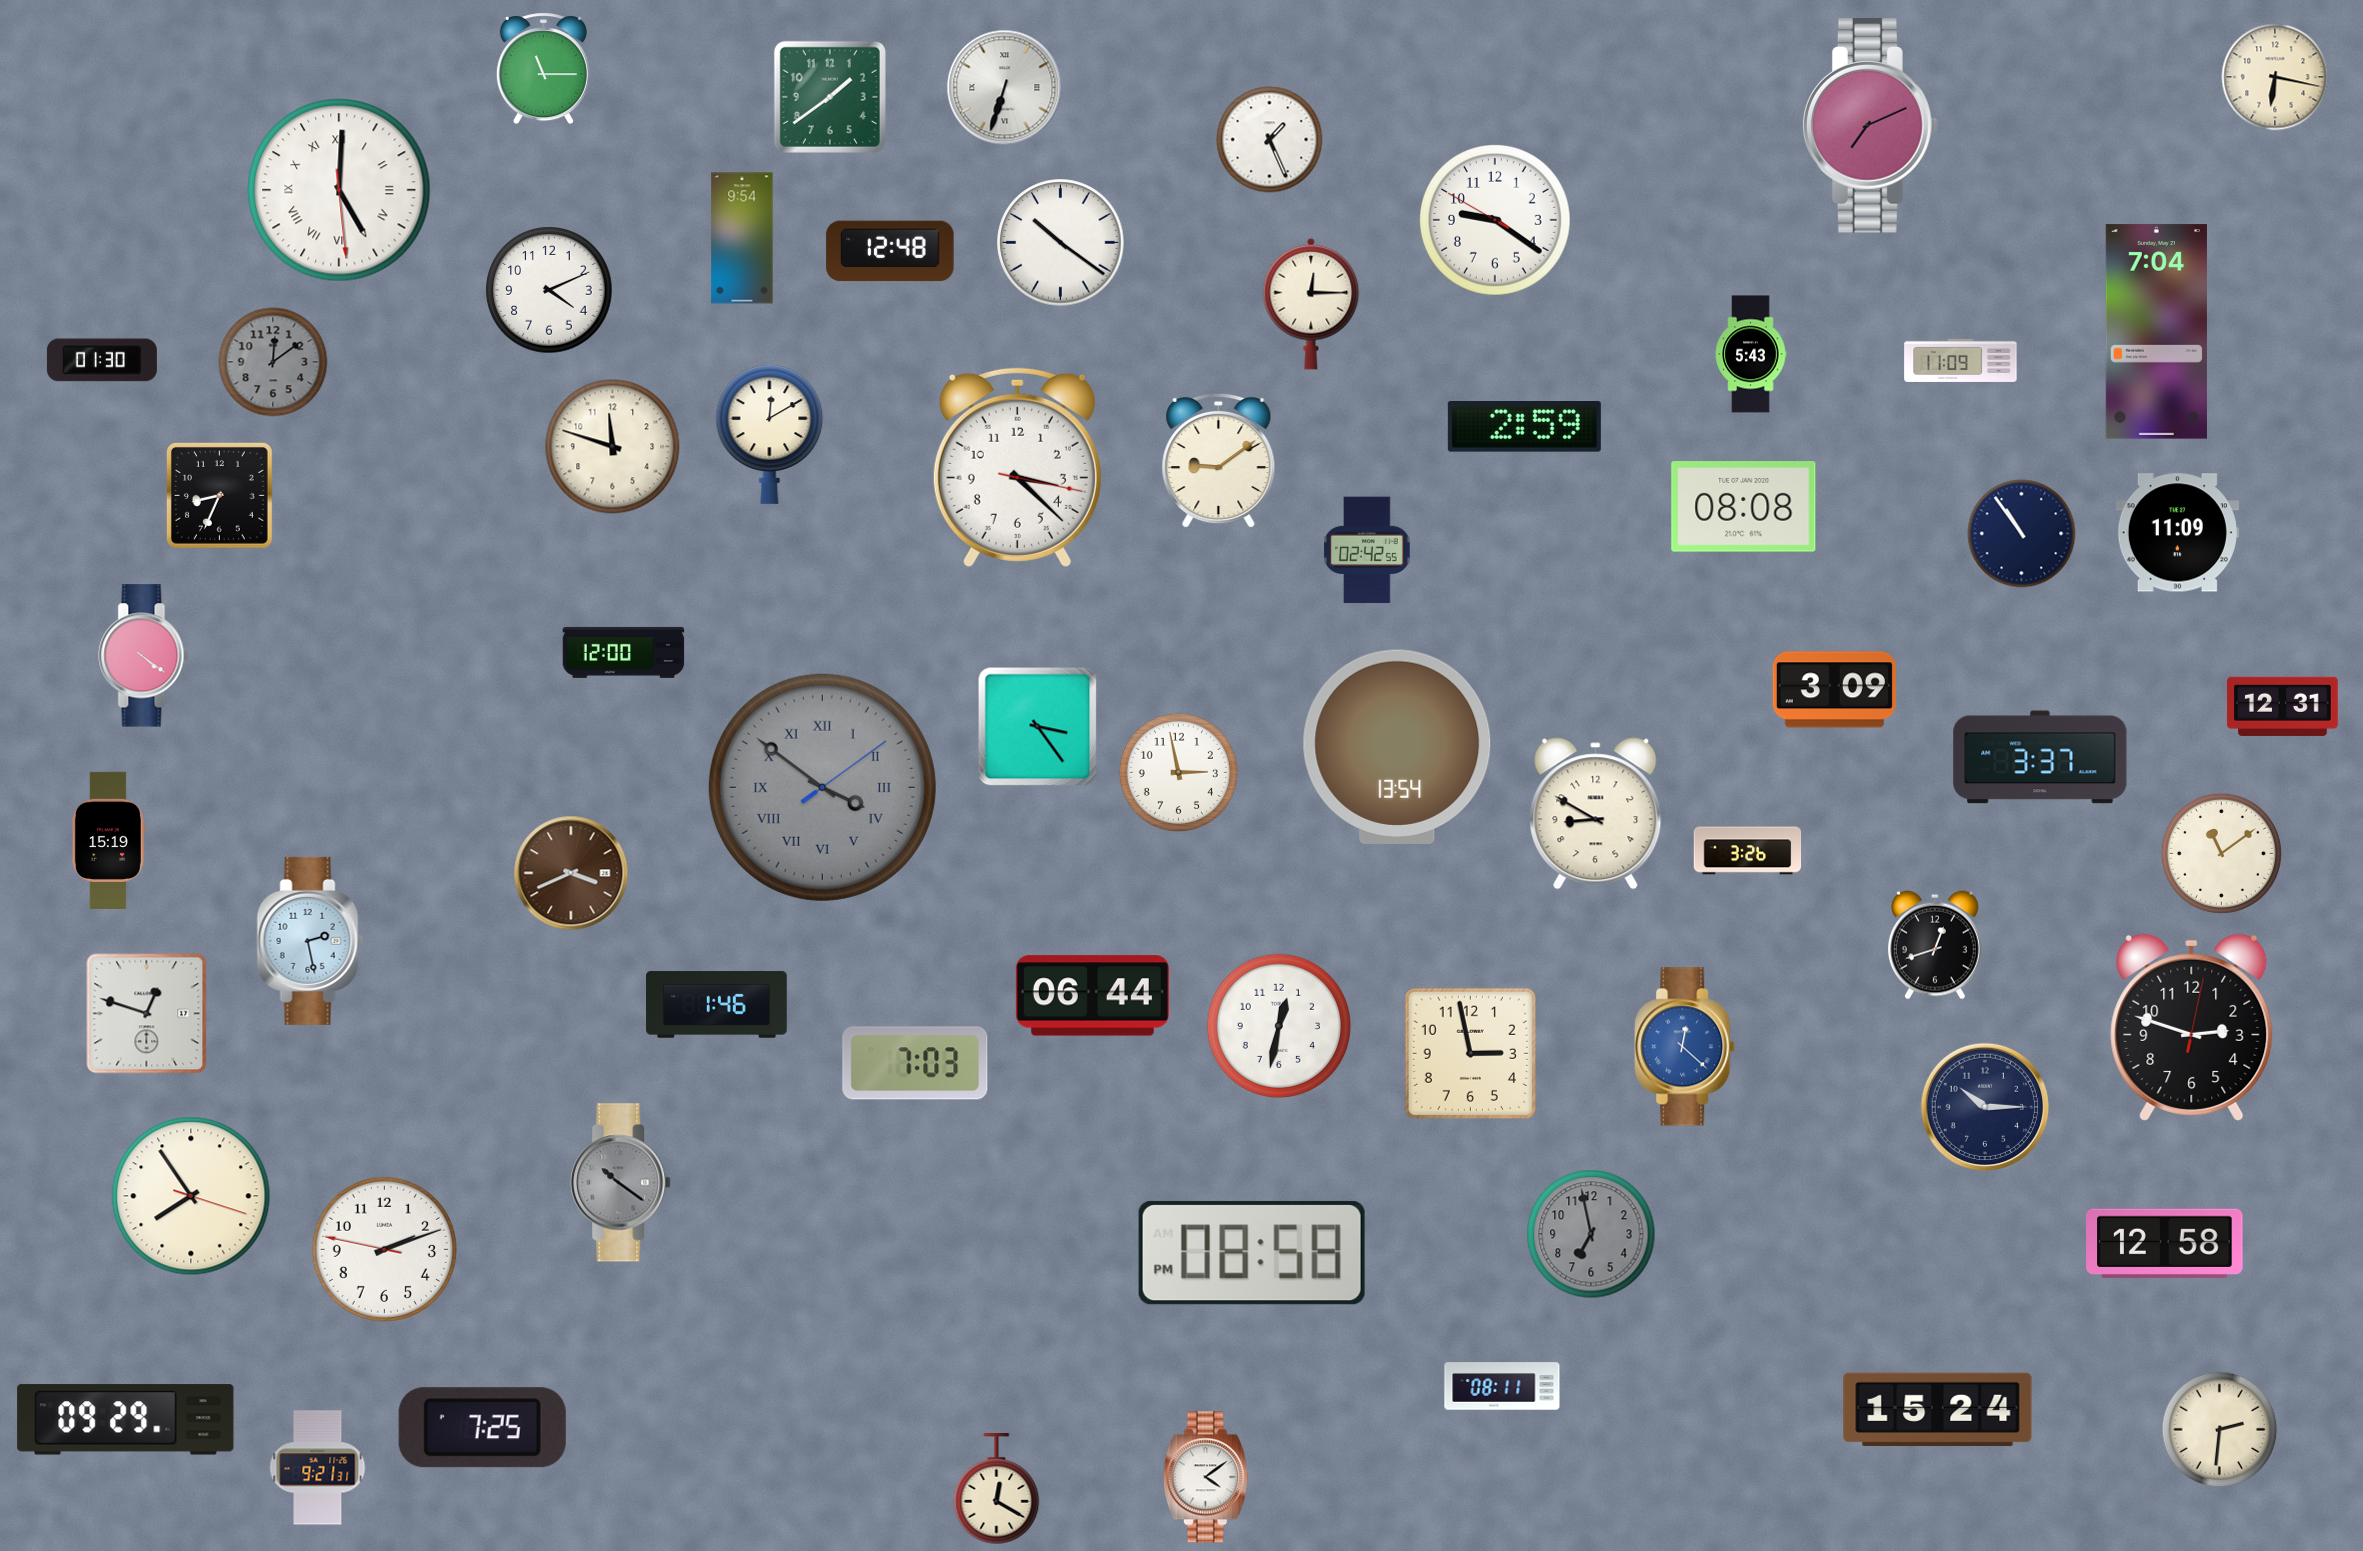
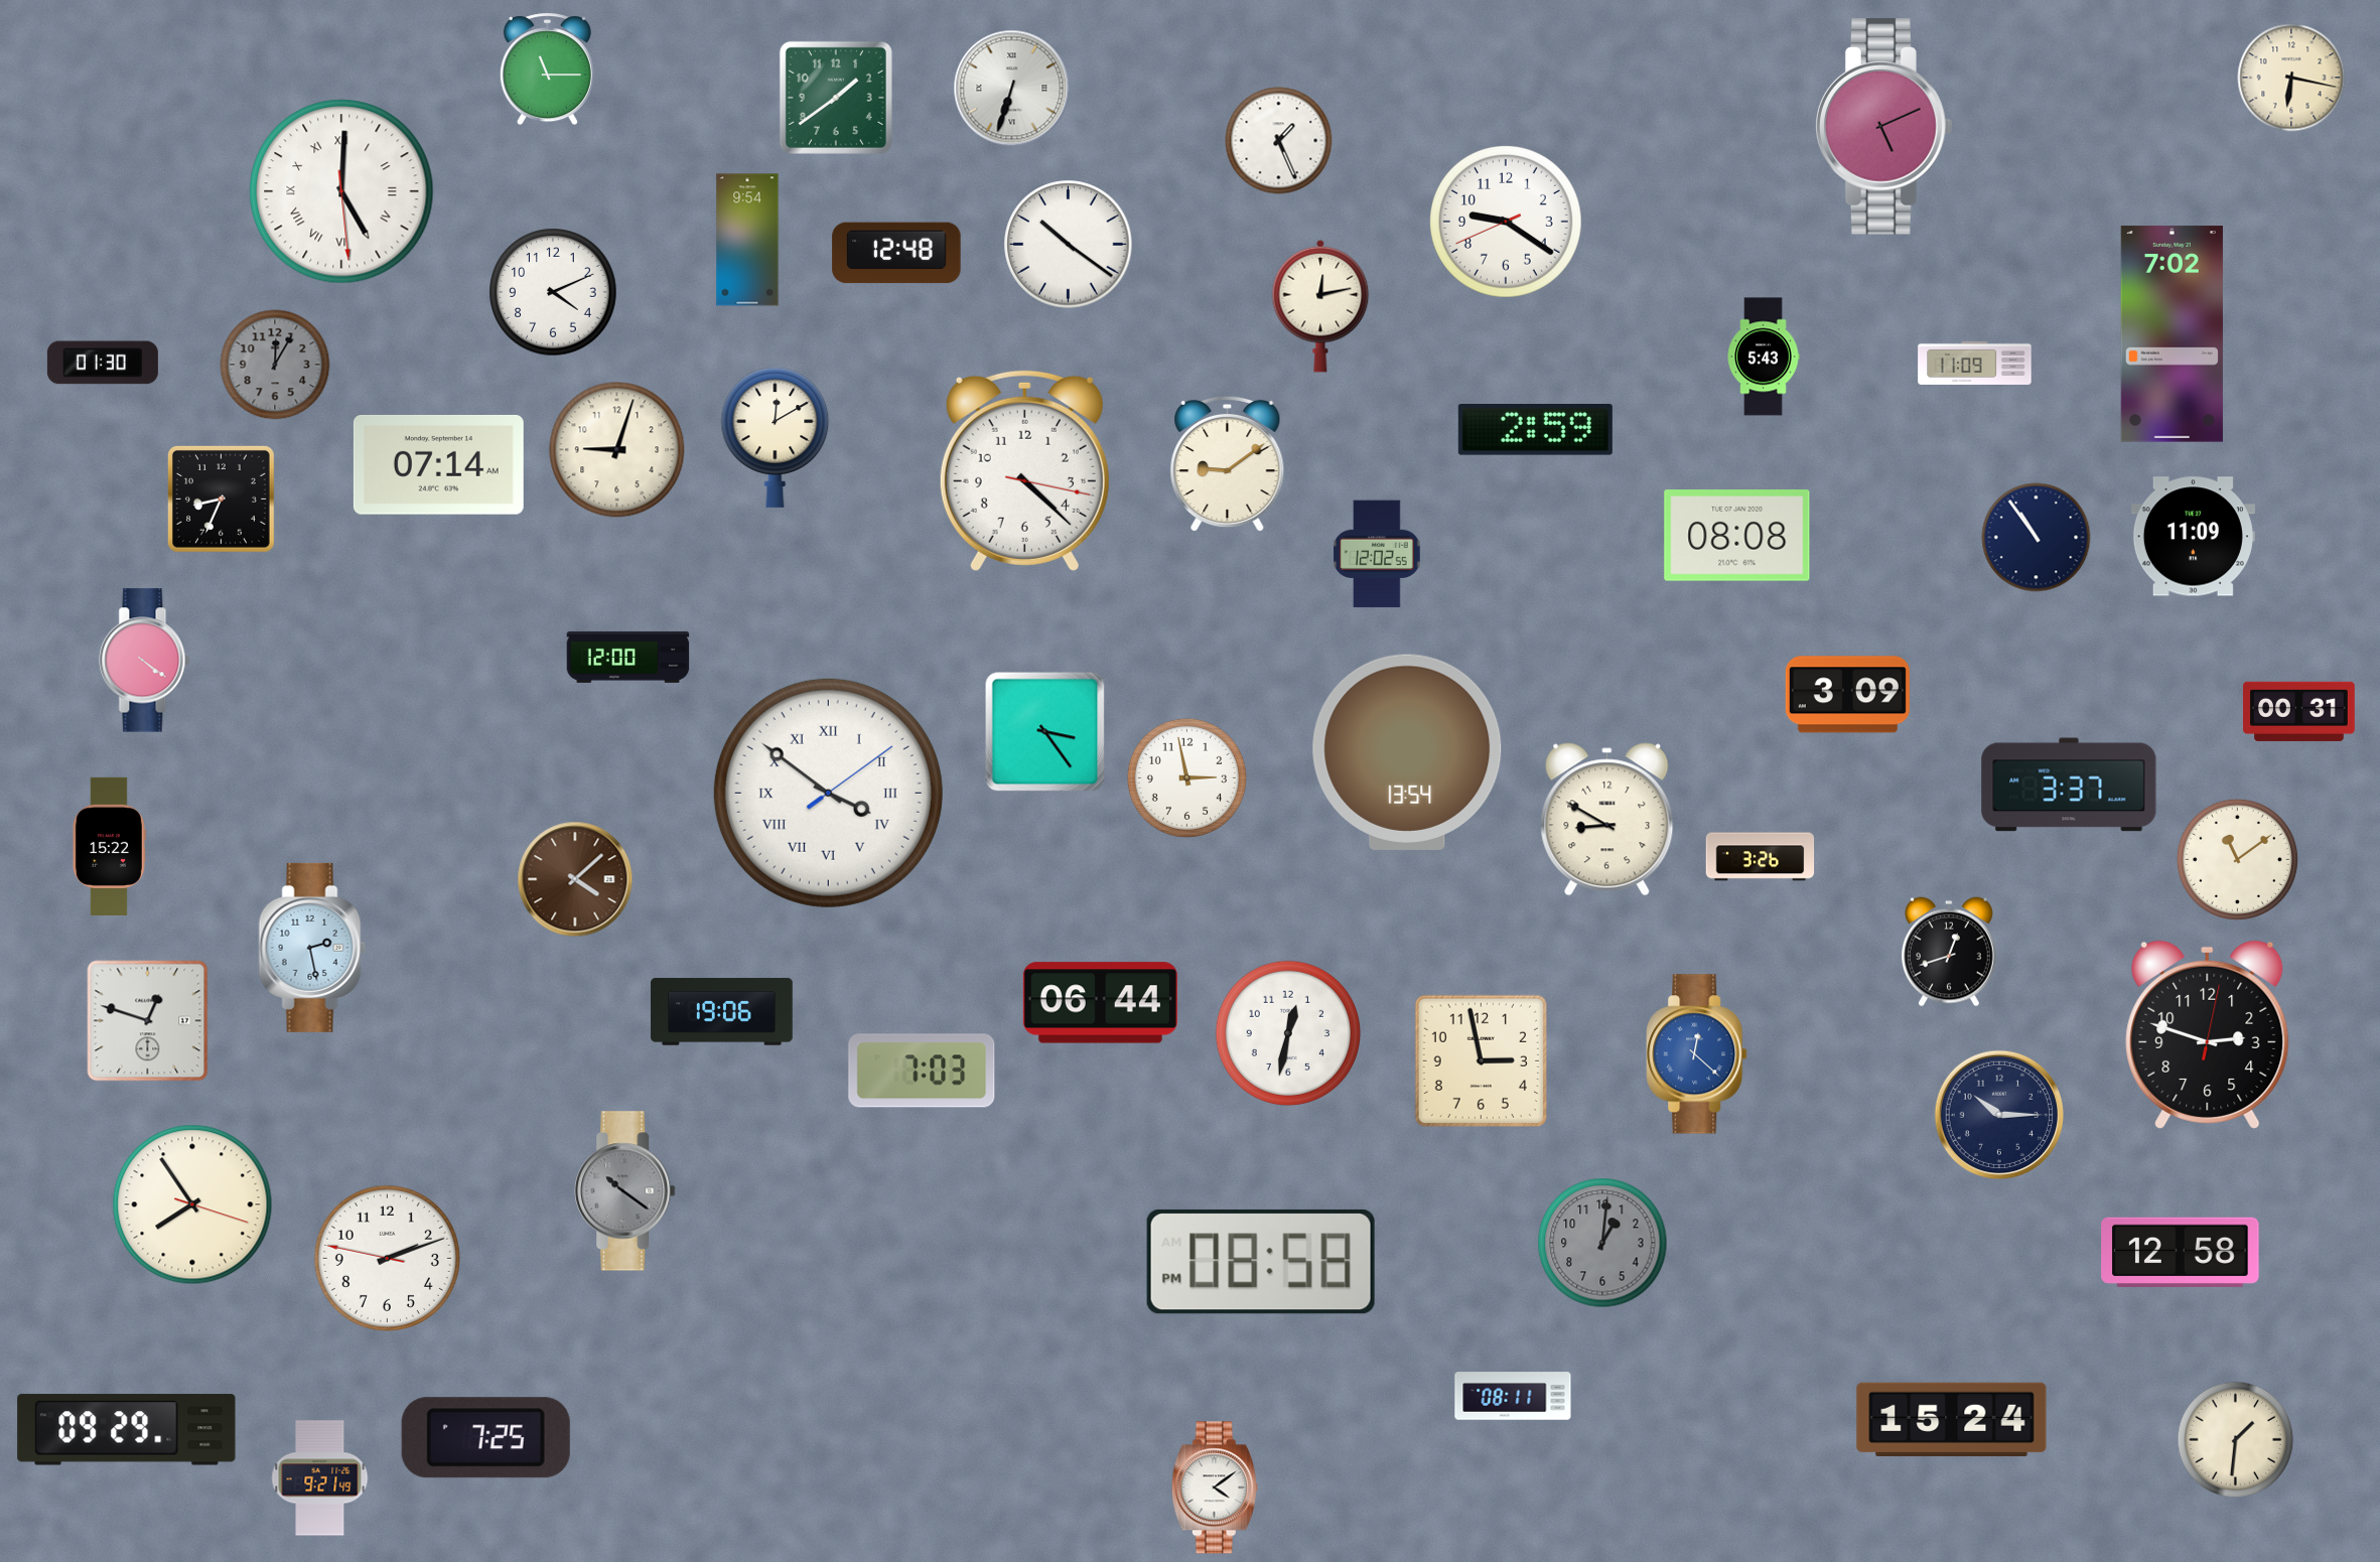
clock at (1871, 126): 7:11 -> 5:11
clock at (1495, 220): 9:20:50 -> 9:20:41
clock at (1311, 304): 12:15 -> 12:13
clock at (2156, 332): 7:04 -> 7:02
clock at (273, 362): 12:09 -> 12:05
clock at (613, 447): 11:48 -> 9:03
clock at (438, 464): none -> 07:14
clock at (1017, 467): 3:22 -> 4:22
clock at (1744, 507) position: (1744, 507) -> (1737, 536)
clock at (1367, 550): 02:42 -> 12:02
clock at (2282, 706): 12:31 -> 00:31
clock at (2040, 757) position: (2040, 757) -> (2069, 785)
clock at (822, 787) dial: grey -> white
clock at (108, 840): 15:19 -> 15:22
clock at (571, 873): 3:41 -> 4:08
clock at (717, 1005): 1:46 -> 19:06
clock at (1591, 1234): 6:58 -> 1:01
clock at (2220, 1430): 2:31 -> 1:31
clock at (318, 1468): 9:21:31 -> 9:21:49
clock at (997, 1490): 12:20 -> none
